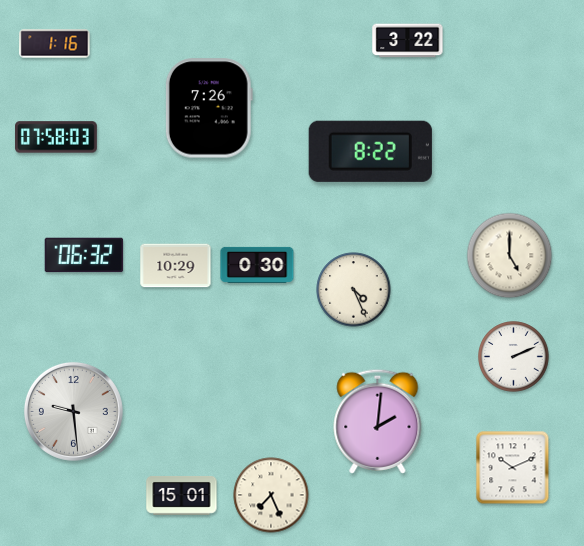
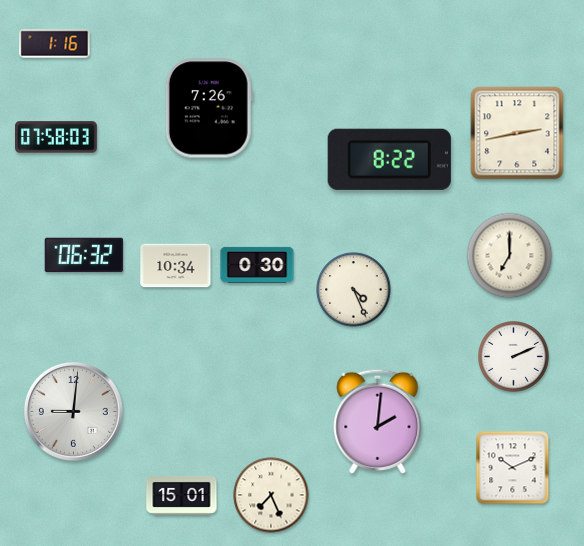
clock at (408, 41): 3:22 -> none
clock at (517, 133): none -> 2:43
clock at (370, 151) position: (370, 151) -> (389, 159)
clock at (510, 256): 5:00 -> 7:00
clock at (176, 266): 10:29 -> 10:34
clock at (73, 411): 9:29 -> 9:01
